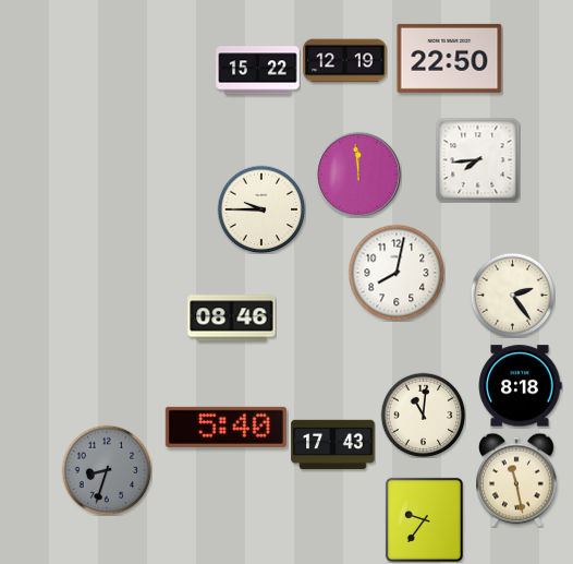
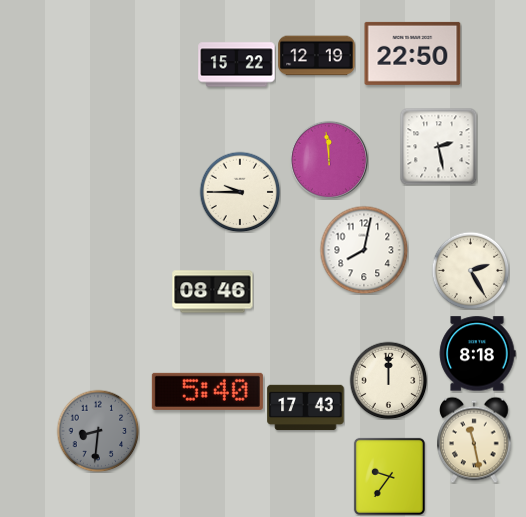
clock at (477, 159): 7:44 -> 2:28
clock at (512, 295): 2:24 -> 2:25
clock at (423, 415): 11:01 -> 12:00
clock at (107, 470): 8:33 -> 8:31
